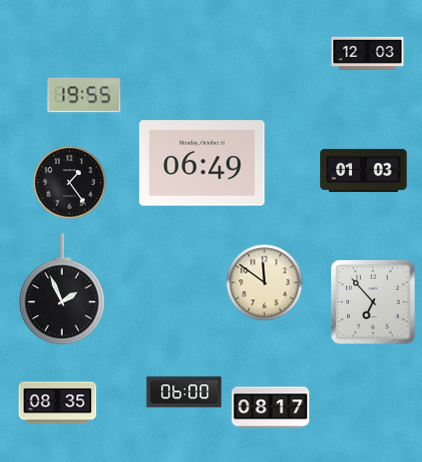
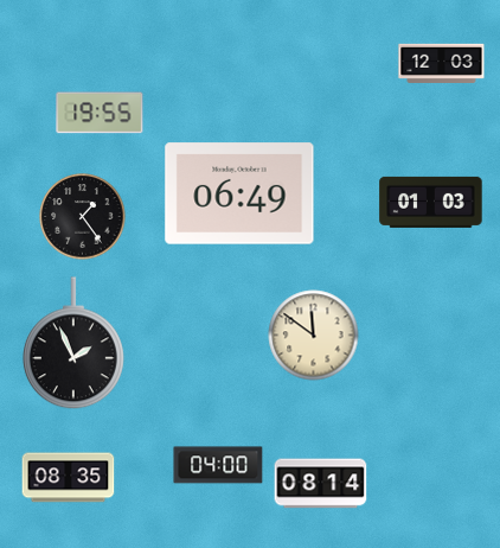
clock at (368, 53) position: (368, 53) -> (442, 63)
clock at (373, 302): 6:53 -> none
clock at (184, 392): 06:00 -> 04:00
clock at (271, 408): 08:17 -> 08:14
